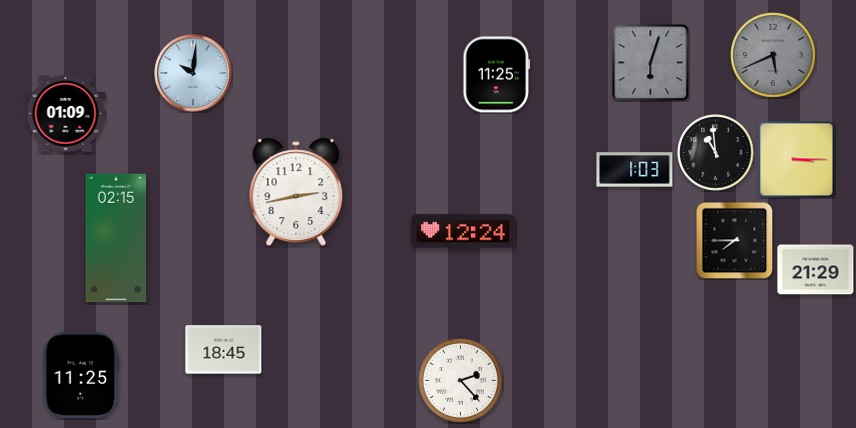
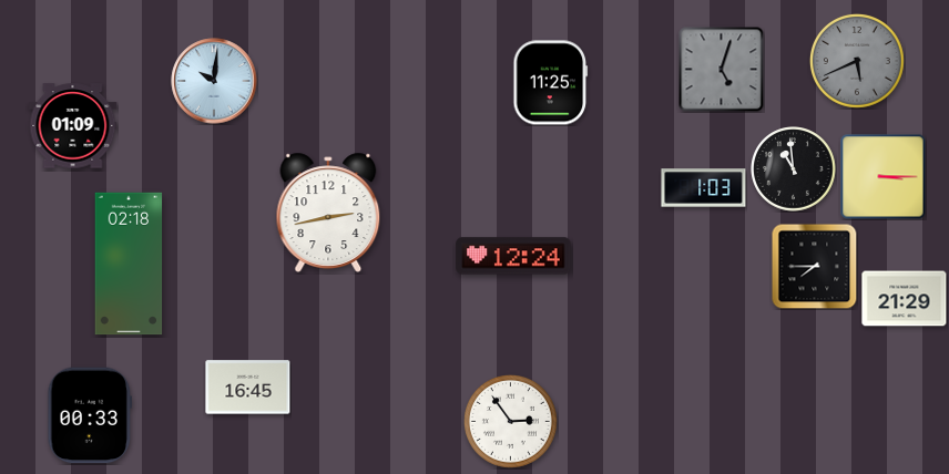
clock at (650, 63): 6:03 -> 5:03
clock at (116, 238): 02:15 -> 02:18
clock at (224, 350): 18:45 -> 16:45
clock at (80, 375): 11:25 -> 00:33
clock at (461, 381): 2:23 -> 2:54
